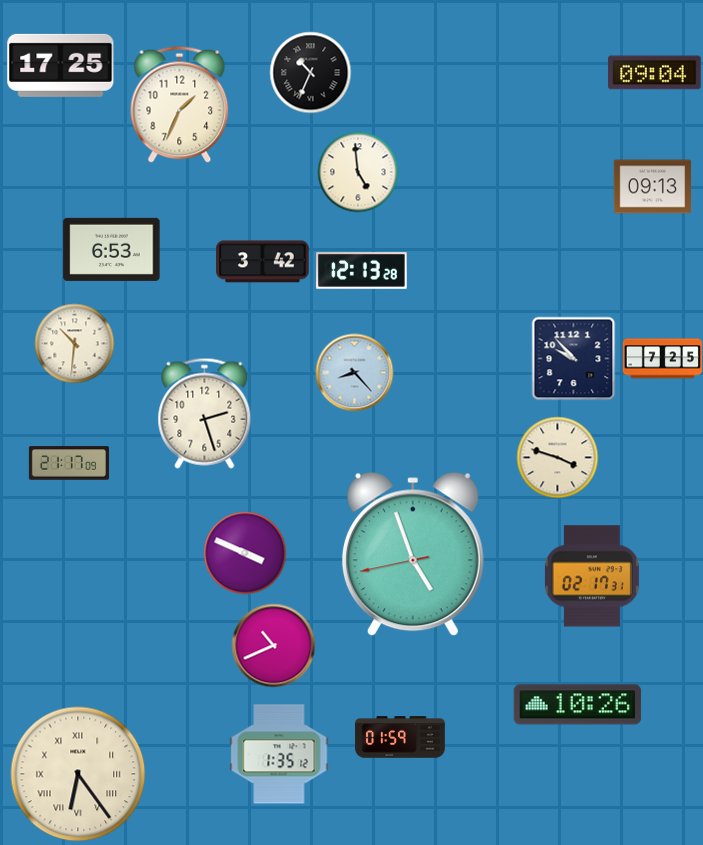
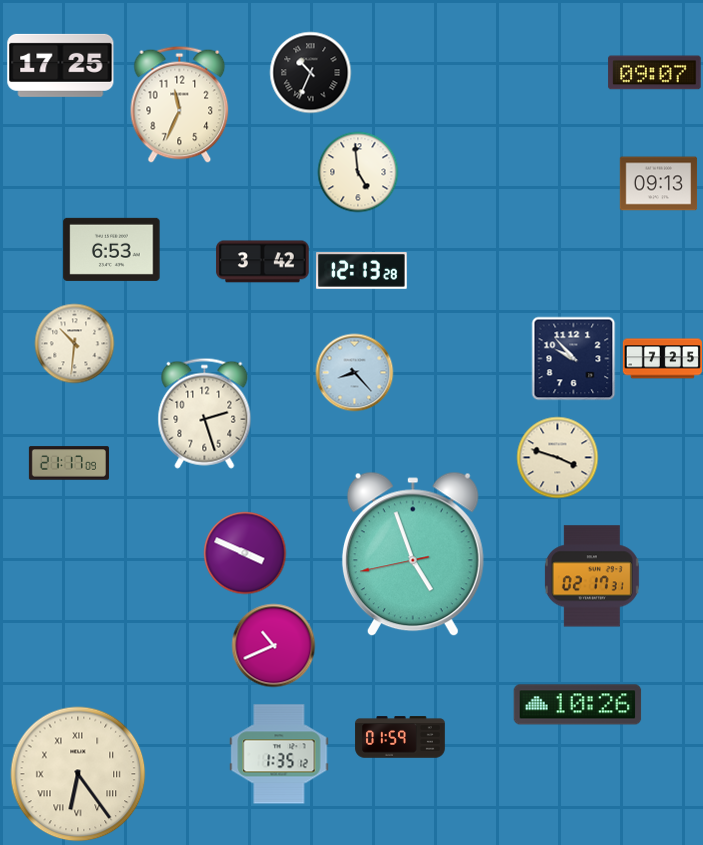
clock at (655, 73): 09:04 -> 09:07
clock at (180, 104): 1:34 -> 11:34
clock at (652, 187) position: (652, 187) -> (658, 184)
